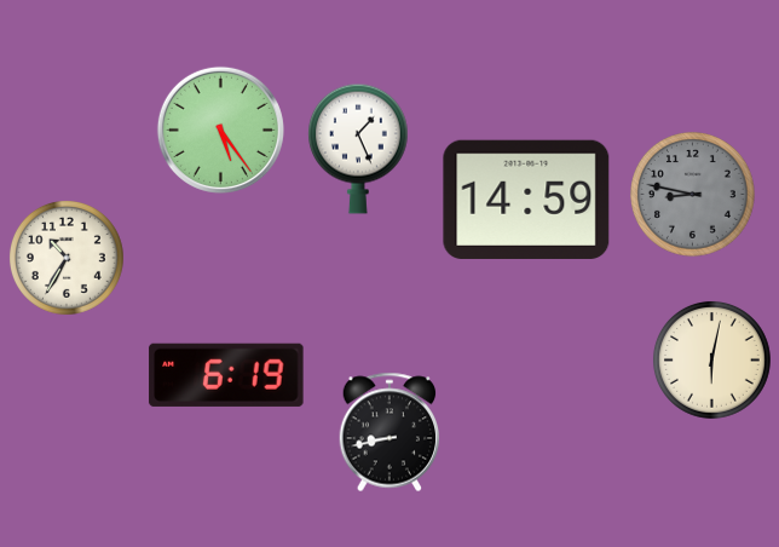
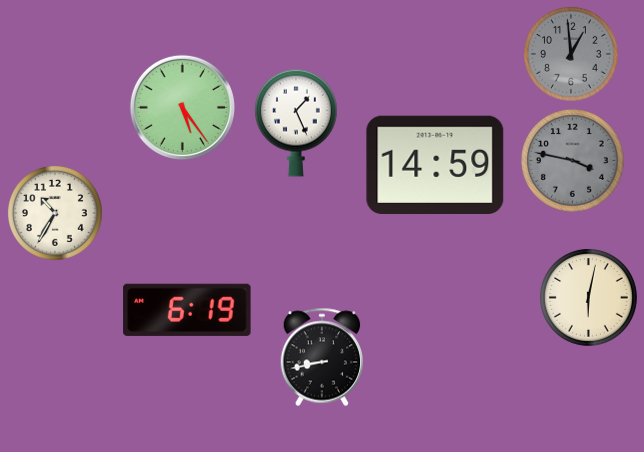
clock at (571, 54): none -> 12:59
clock at (693, 195): 8:47 -> 3:47
